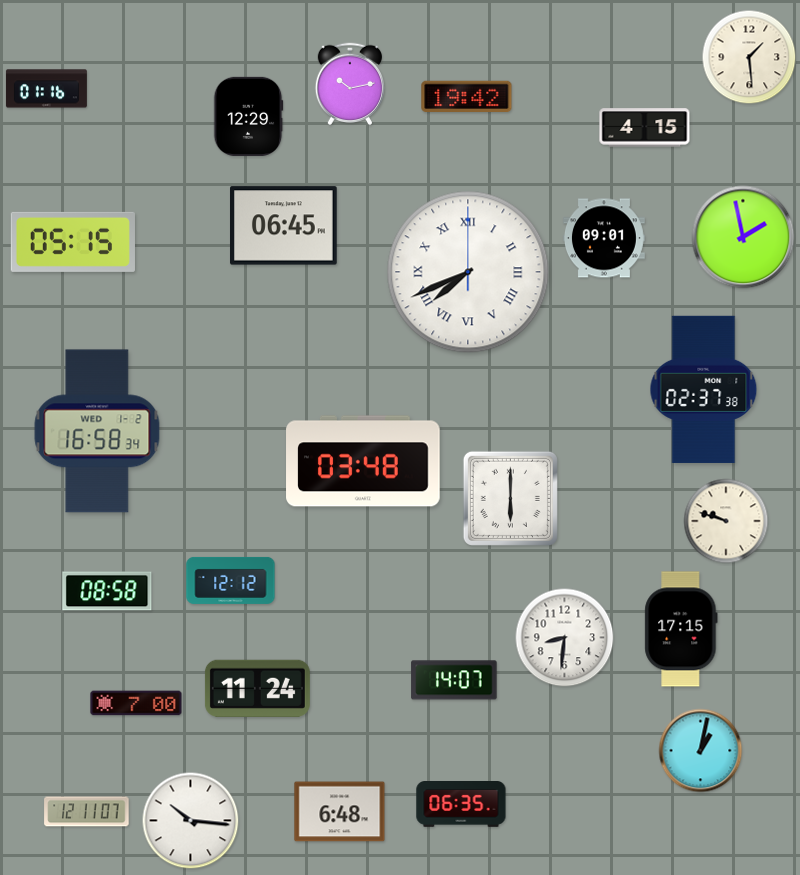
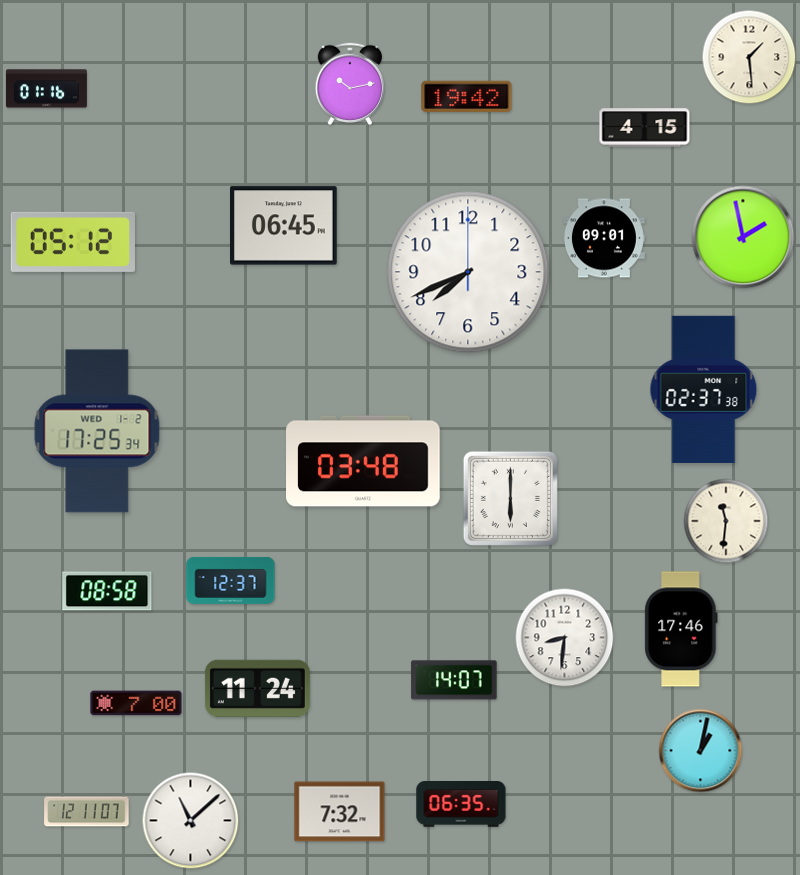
clock at (248, 116): 12:29 -> none
clock at (73, 242): 05:15 -> 05:12
clock at (468, 272) numerals: Roman -> Arabic
clock at (97, 431): 16:58 -> 17:25
clock at (726, 521): 9:48 -> 11:31
clock at (231, 580): 12:12 -> 12:37
clock at (681, 629): 17:15 -> 17:46
clock at (340, 812): 6:48 -> 7:32
clock at (191, 821): 10:16 -> 11:08
